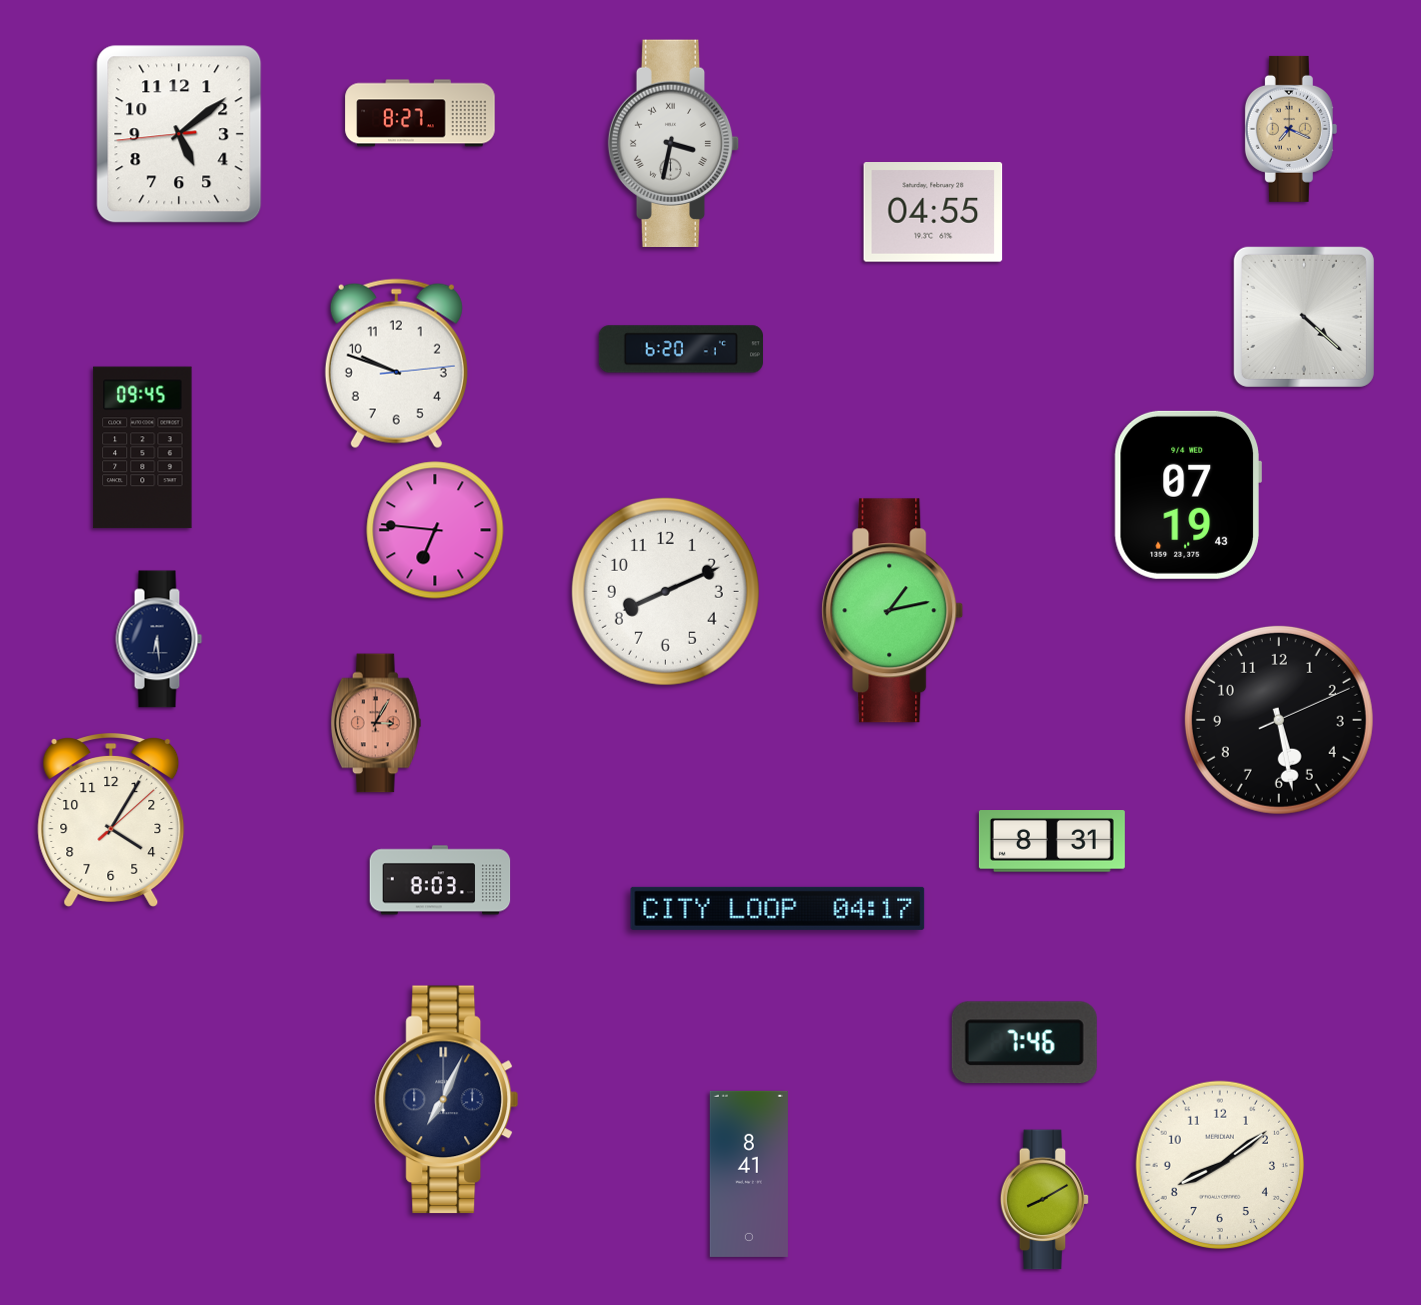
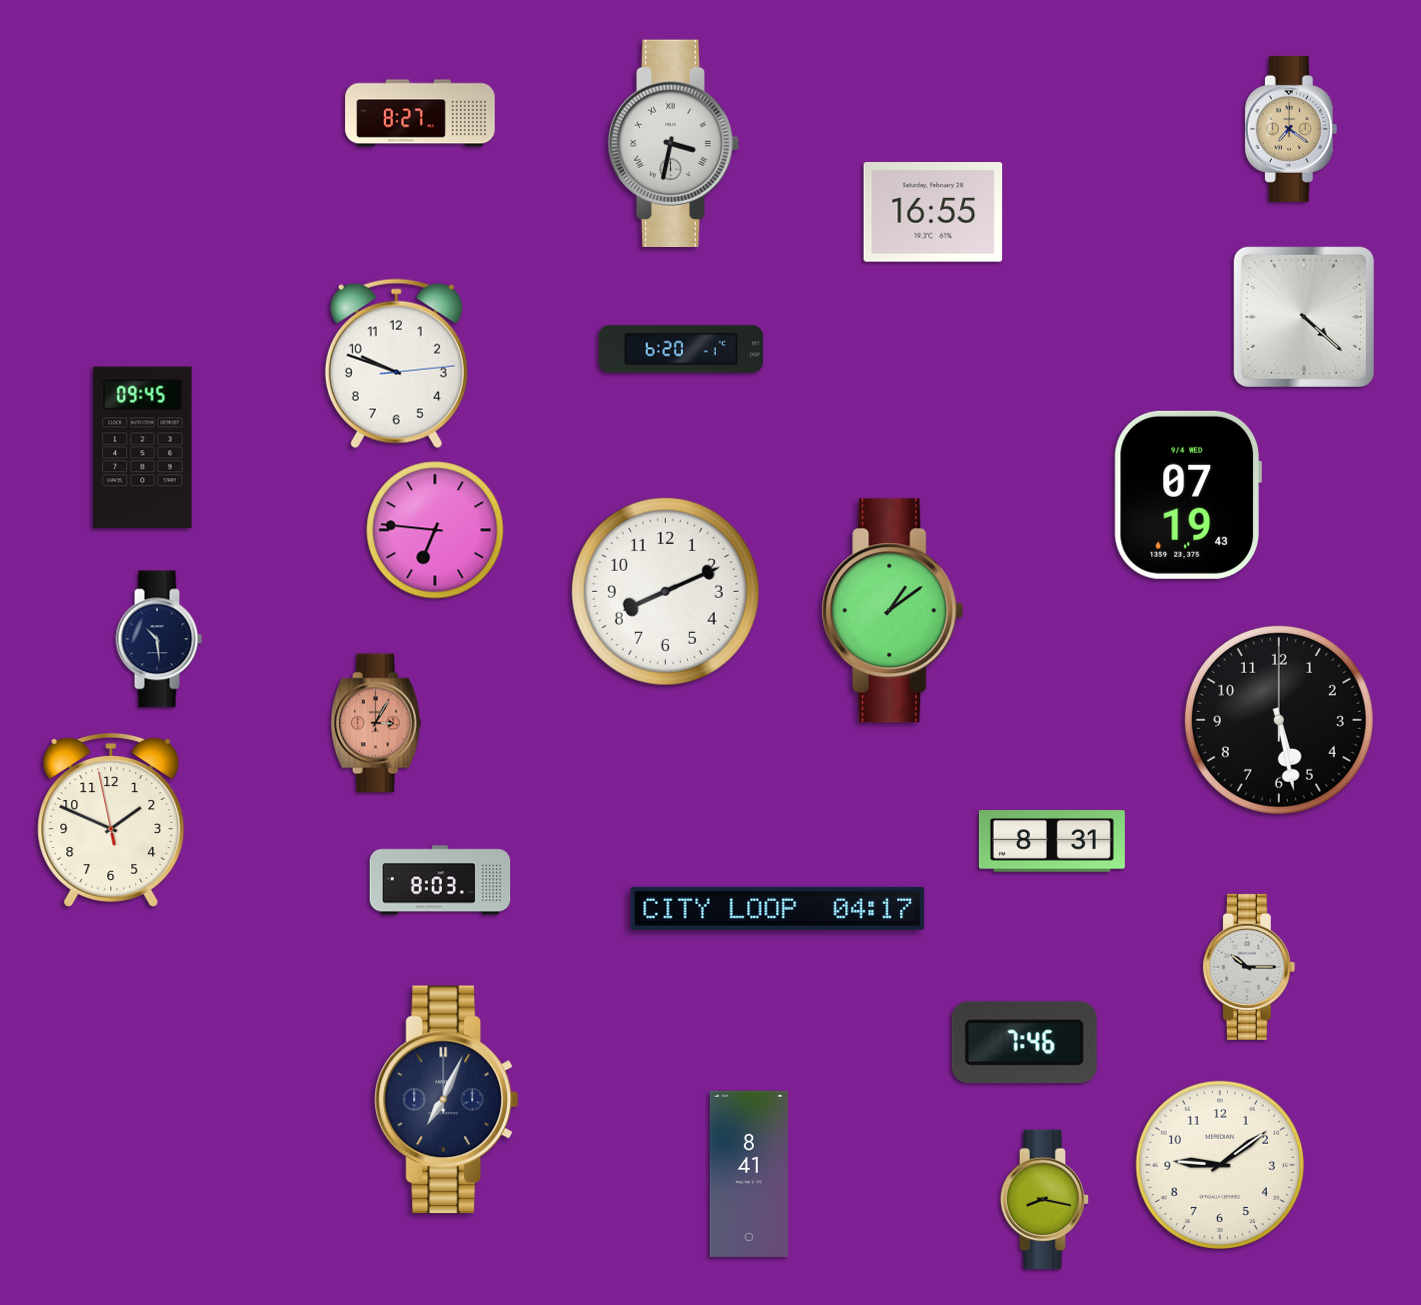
clock at (1291, 129): 7:19 -> 7:21
clock at (179, 134): 5:08 -> none
clock at (933, 213): 04:55 -> 16:55
clock at (893, 611): 1:13 -> 1:09
clock at (159, 639): 6:29 -> 10:29
clock at (1279, 720): 5:28:11 -> 5:28:00
clock at (111, 821): 4:05 -> 1:48
clock at (1249, 967): none -> 10:15
clock at (1219, 1164): 8:09 -> 9:09
clock at (1045, 1200): 8:10 -> 8:17
